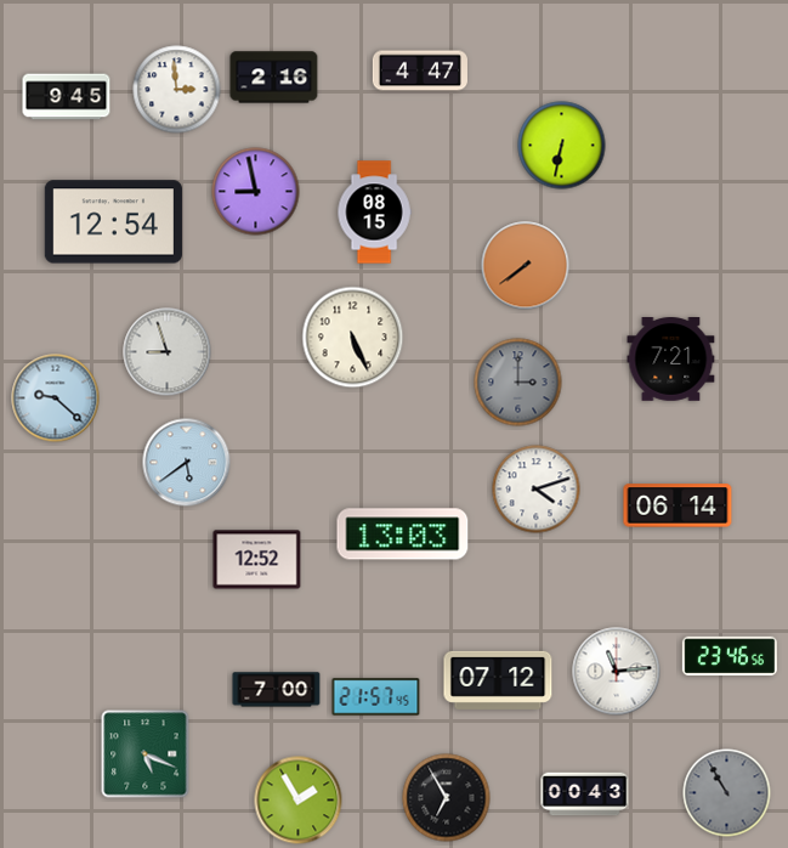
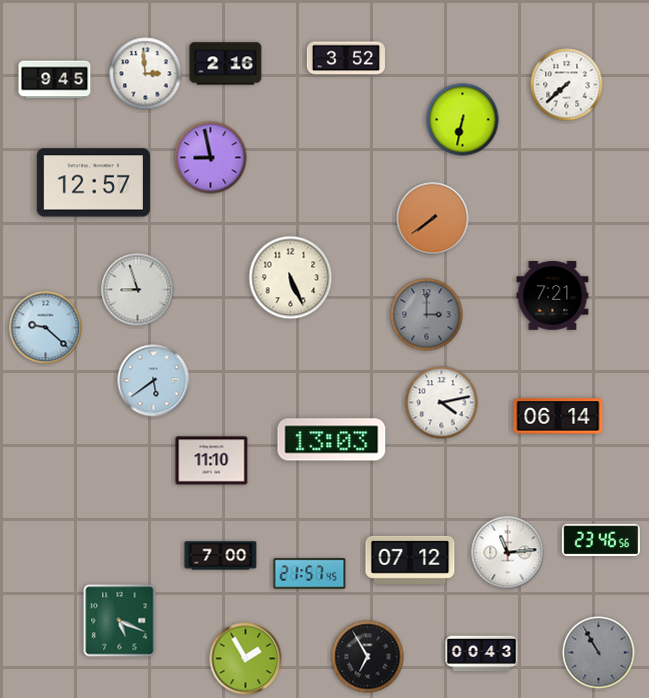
clock at (420, 70): 4:47 -> 3:52
clock at (567, 85): none -> 7:38
clock at (374, 213): 08:15 -> none
clock at (113, 222): 12:54 -> 12:57
clock at (537, 490): 4:12 -> 4:13
clock at (257, 560): 12:52 -> 11:10
clock at (277, 690) position: (277, 690) -> (221, 556)
